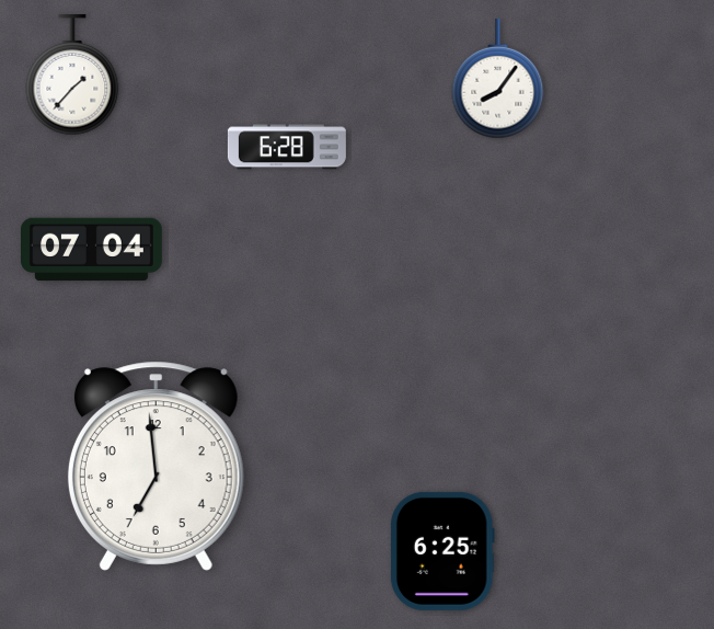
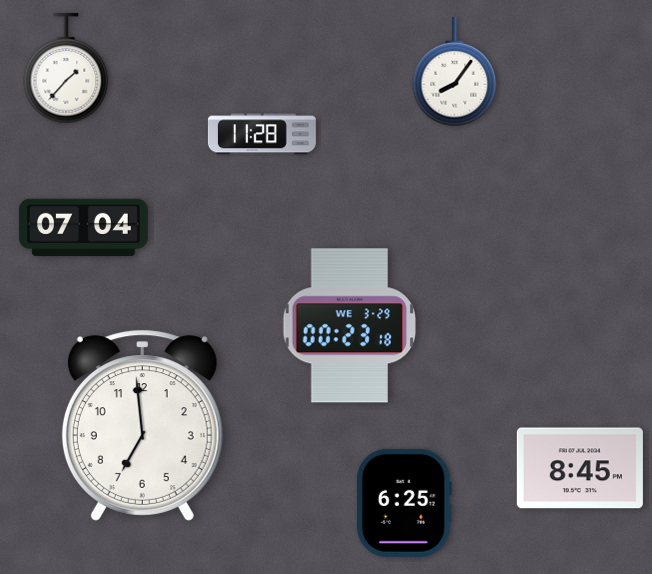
clock at (287, 147): 6:28 -> 11:28
clock at (350, 326): none -> 00:23
clock at (580, 468): none -> 8:45
